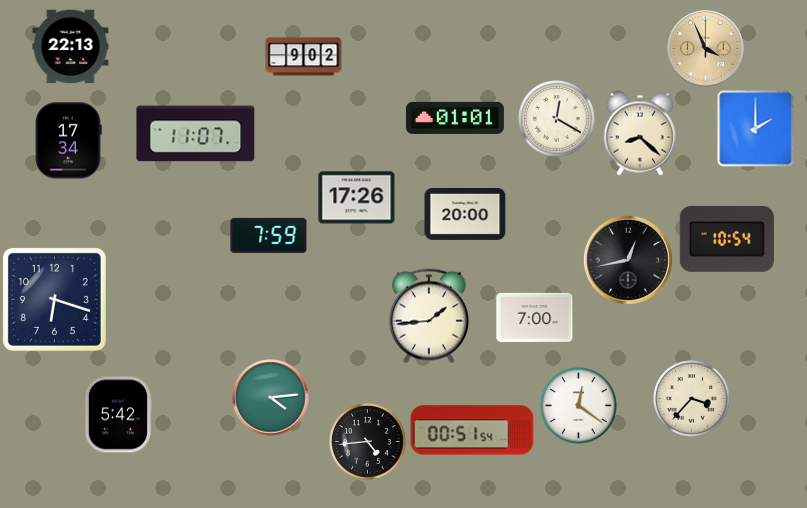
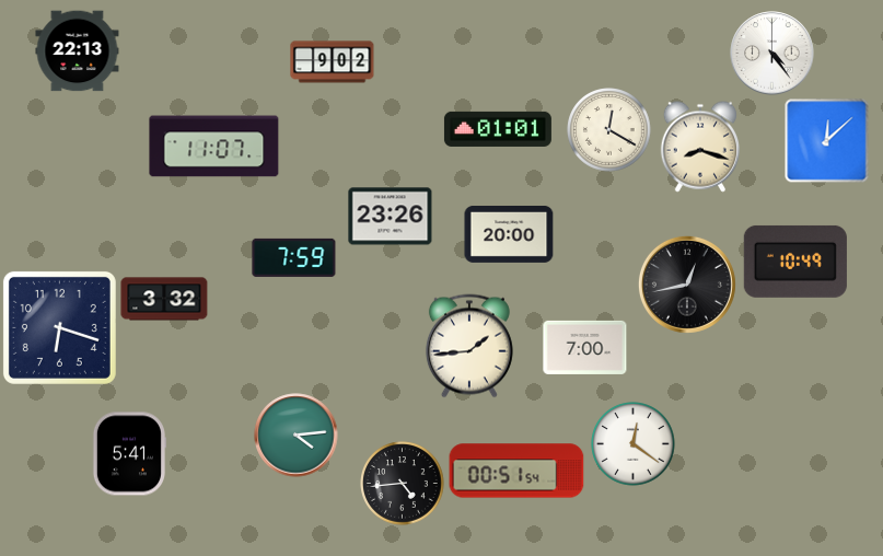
clock at (706, 49): 3:56 -> 4:24
clock at (706, 49) dial: champagne -> white
clock at (756, 129): 2:00 -> 12:08
clock at (639, 134): 8:22 -> 8:18
clock at (68, 141): 17:34 -> none
clock at (357, 198): 17:26 -> 23:26
clock at (727, 239): 10:54 -> 10:49
clock at (164, 299): none -> 3:32
clock at (692, 399): 3:37 -> none
clock at (117, 415): 5:42 -> 5:41
